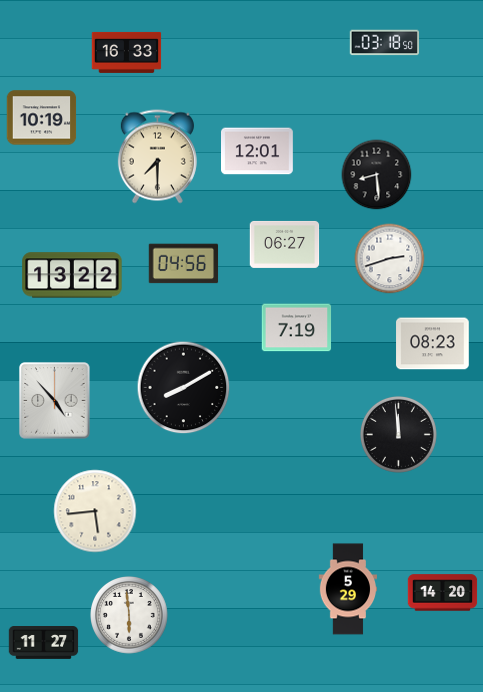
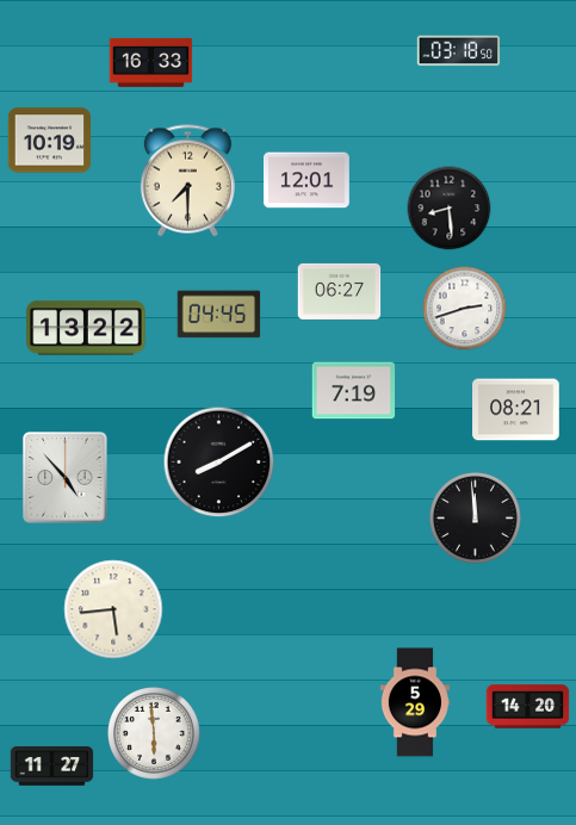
clock at (157, 157) position: (157, 157) -> (187, 181)
clock at (184, 264): 04:56 -> 04:45
clock at (433, 344): 08:23 -> 08:21
